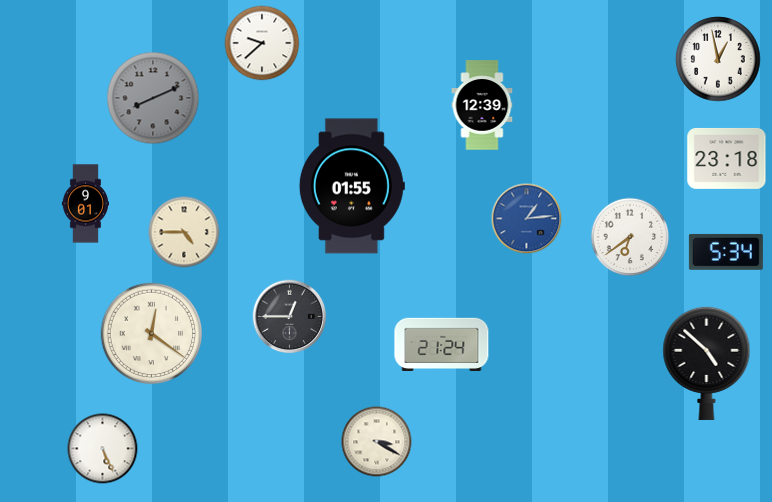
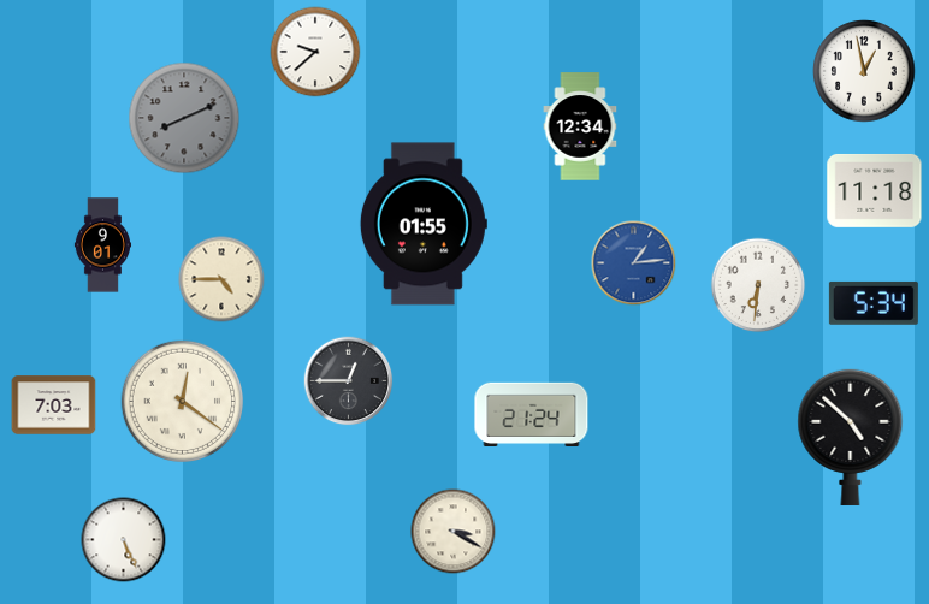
clock at (482, 105): 12:39 -> 12:34
clock at (727, 158): 23:18 -> 11:18
clock at (630, 237): 6:39 -> 6:31
clock at (54, 405): none -> 7:03
